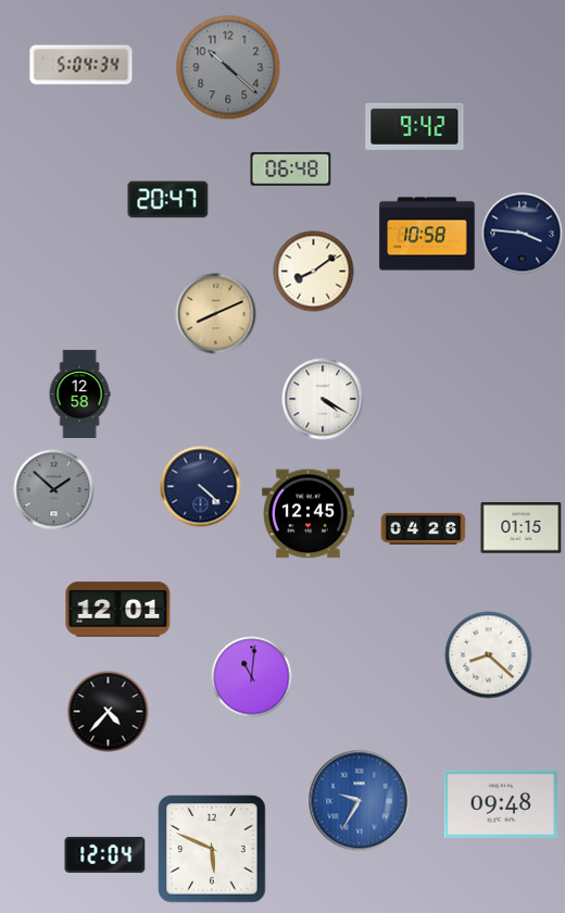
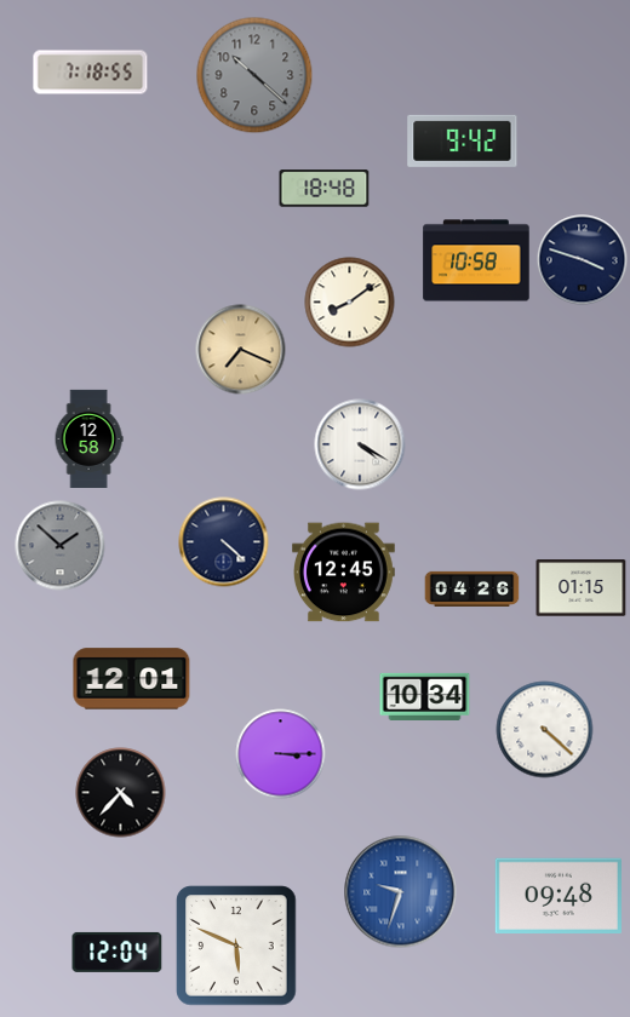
clock at (81, 65): 5:04 -> 7:18
clock at (291, 170): 06:48 -> 18:48
clock at (168, 200): 20:47 -> none
clock at (523, 234): 3:46 -> 3:48
clock at (216, 314): 8:11 -> 7:19
clock at (425, 696): none -> 10:34
clock at (489, 655): 8:22 -> 4:22
clock at (252, 677): 11:01 -> 3:15
clock at (360, 801): 9:35 -> 9:33
